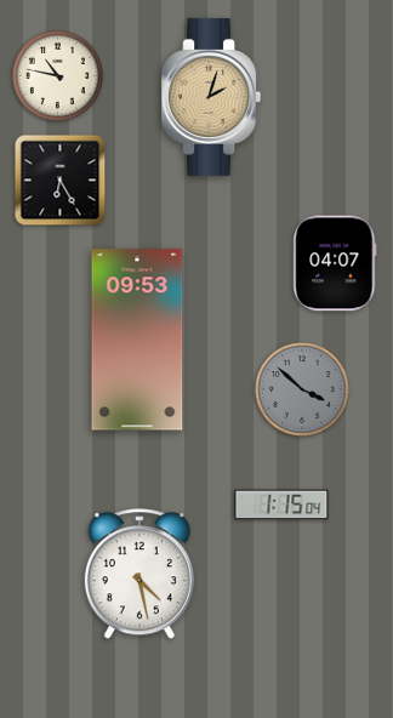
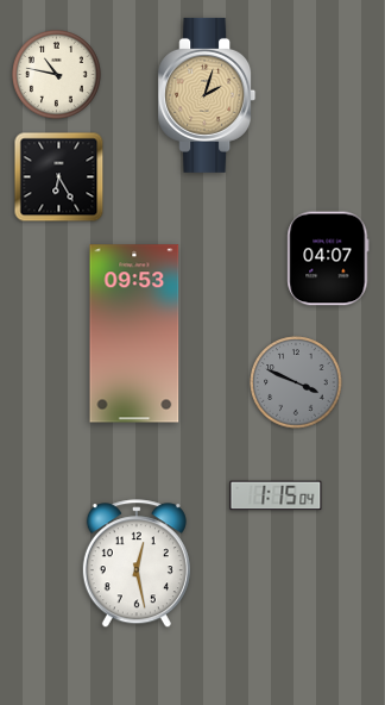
clock at (302, 389): 3:52 -> 3:49
clock at (139, 575): 4:28 -> 12:28
